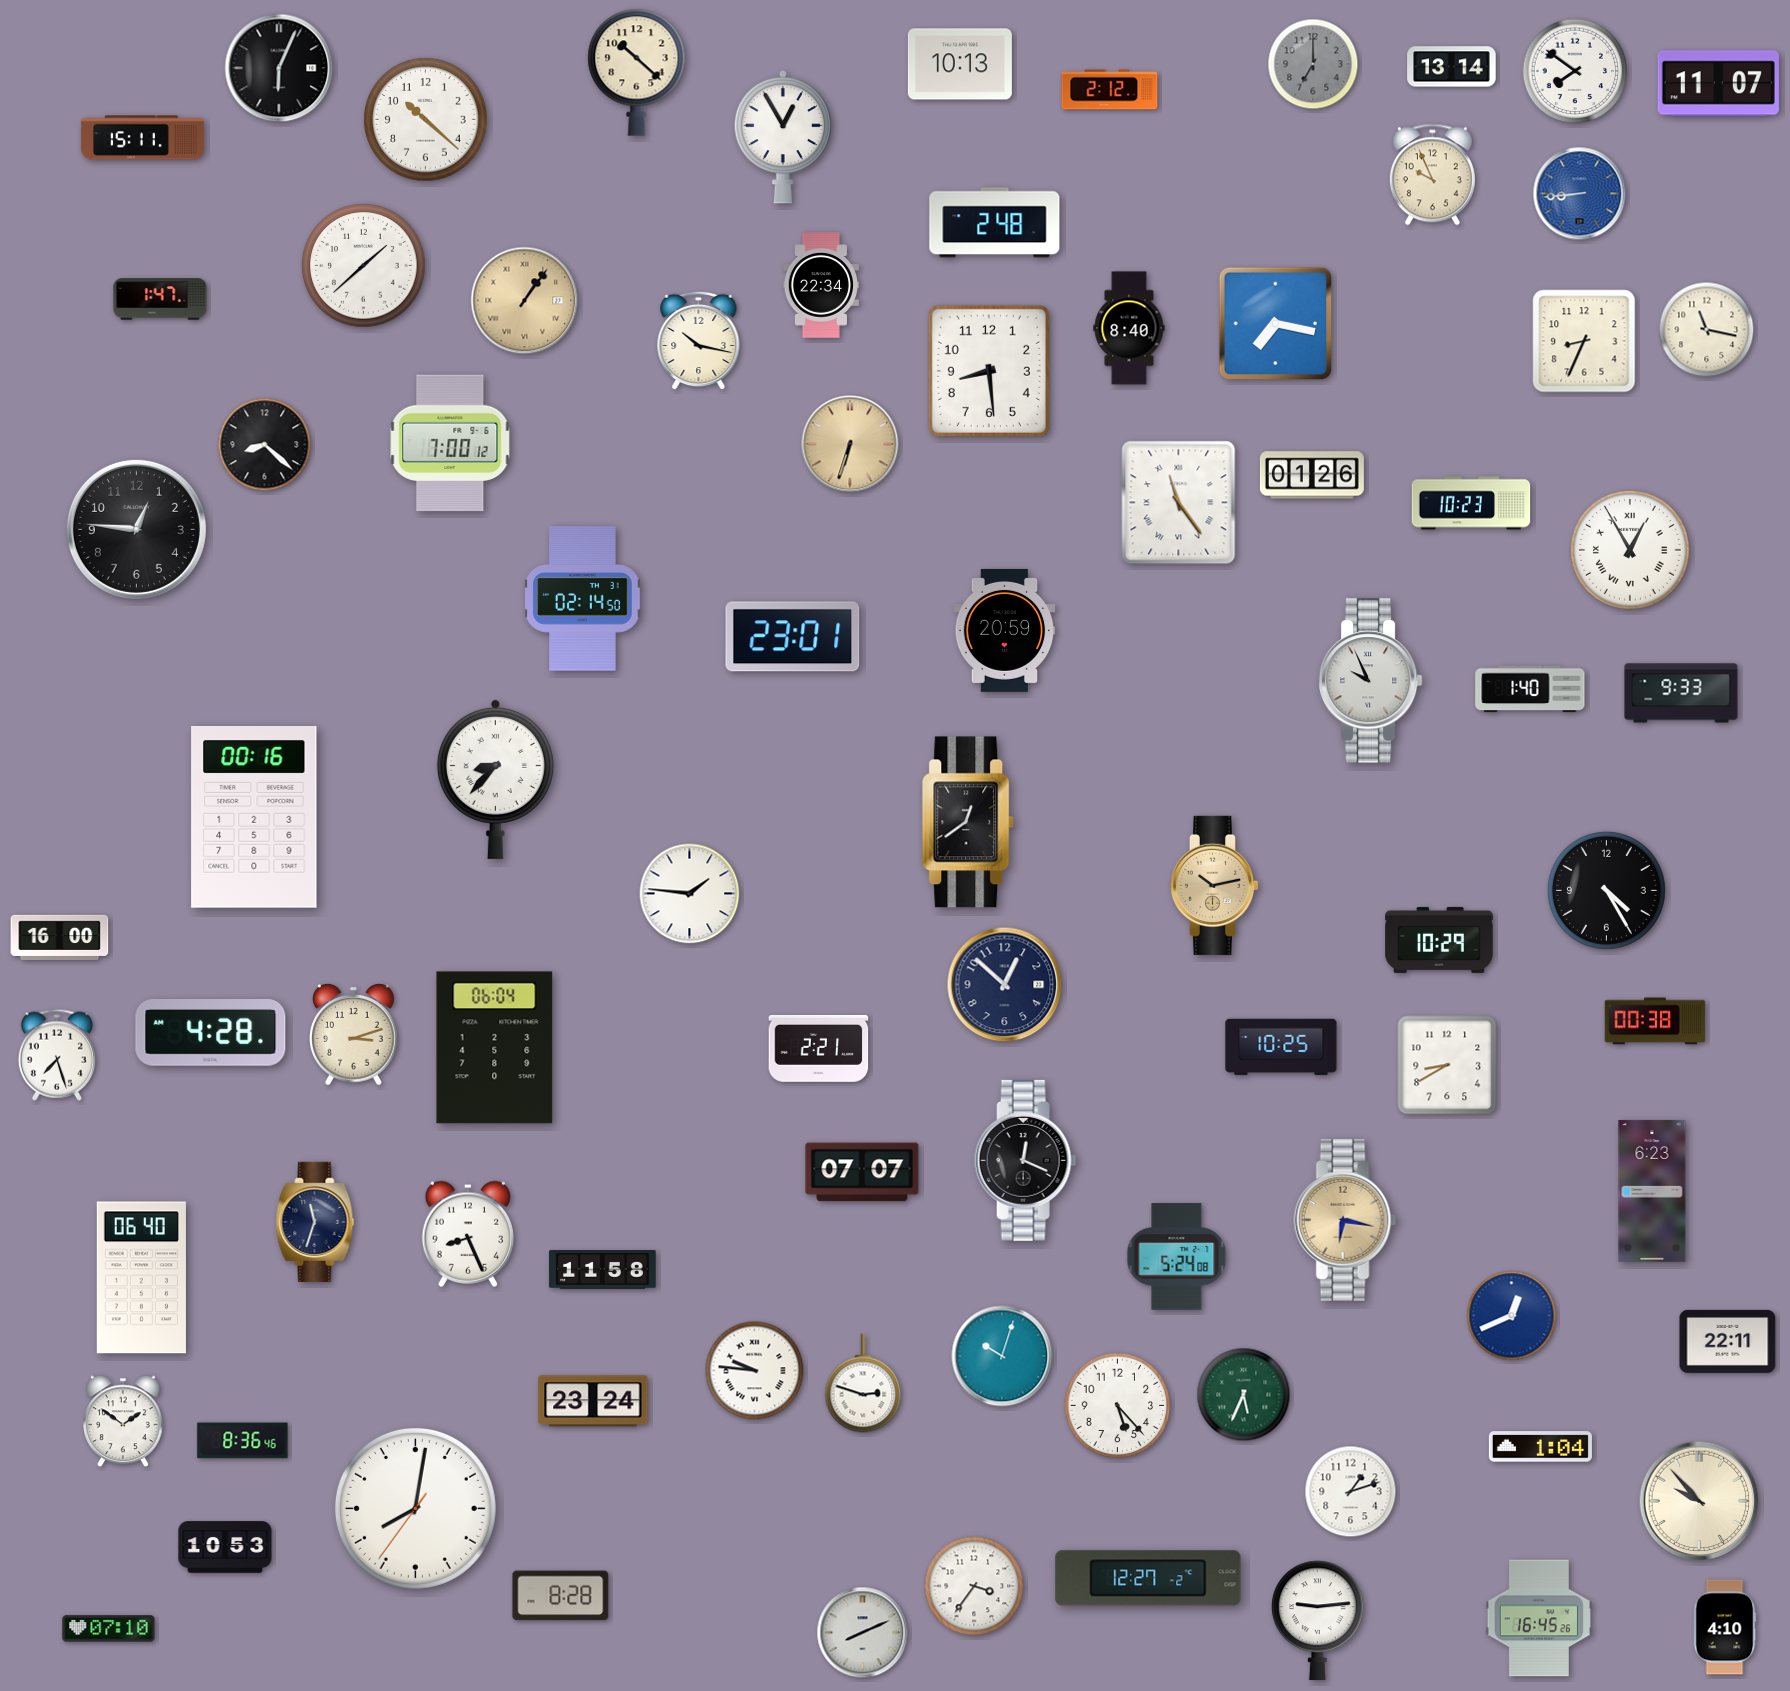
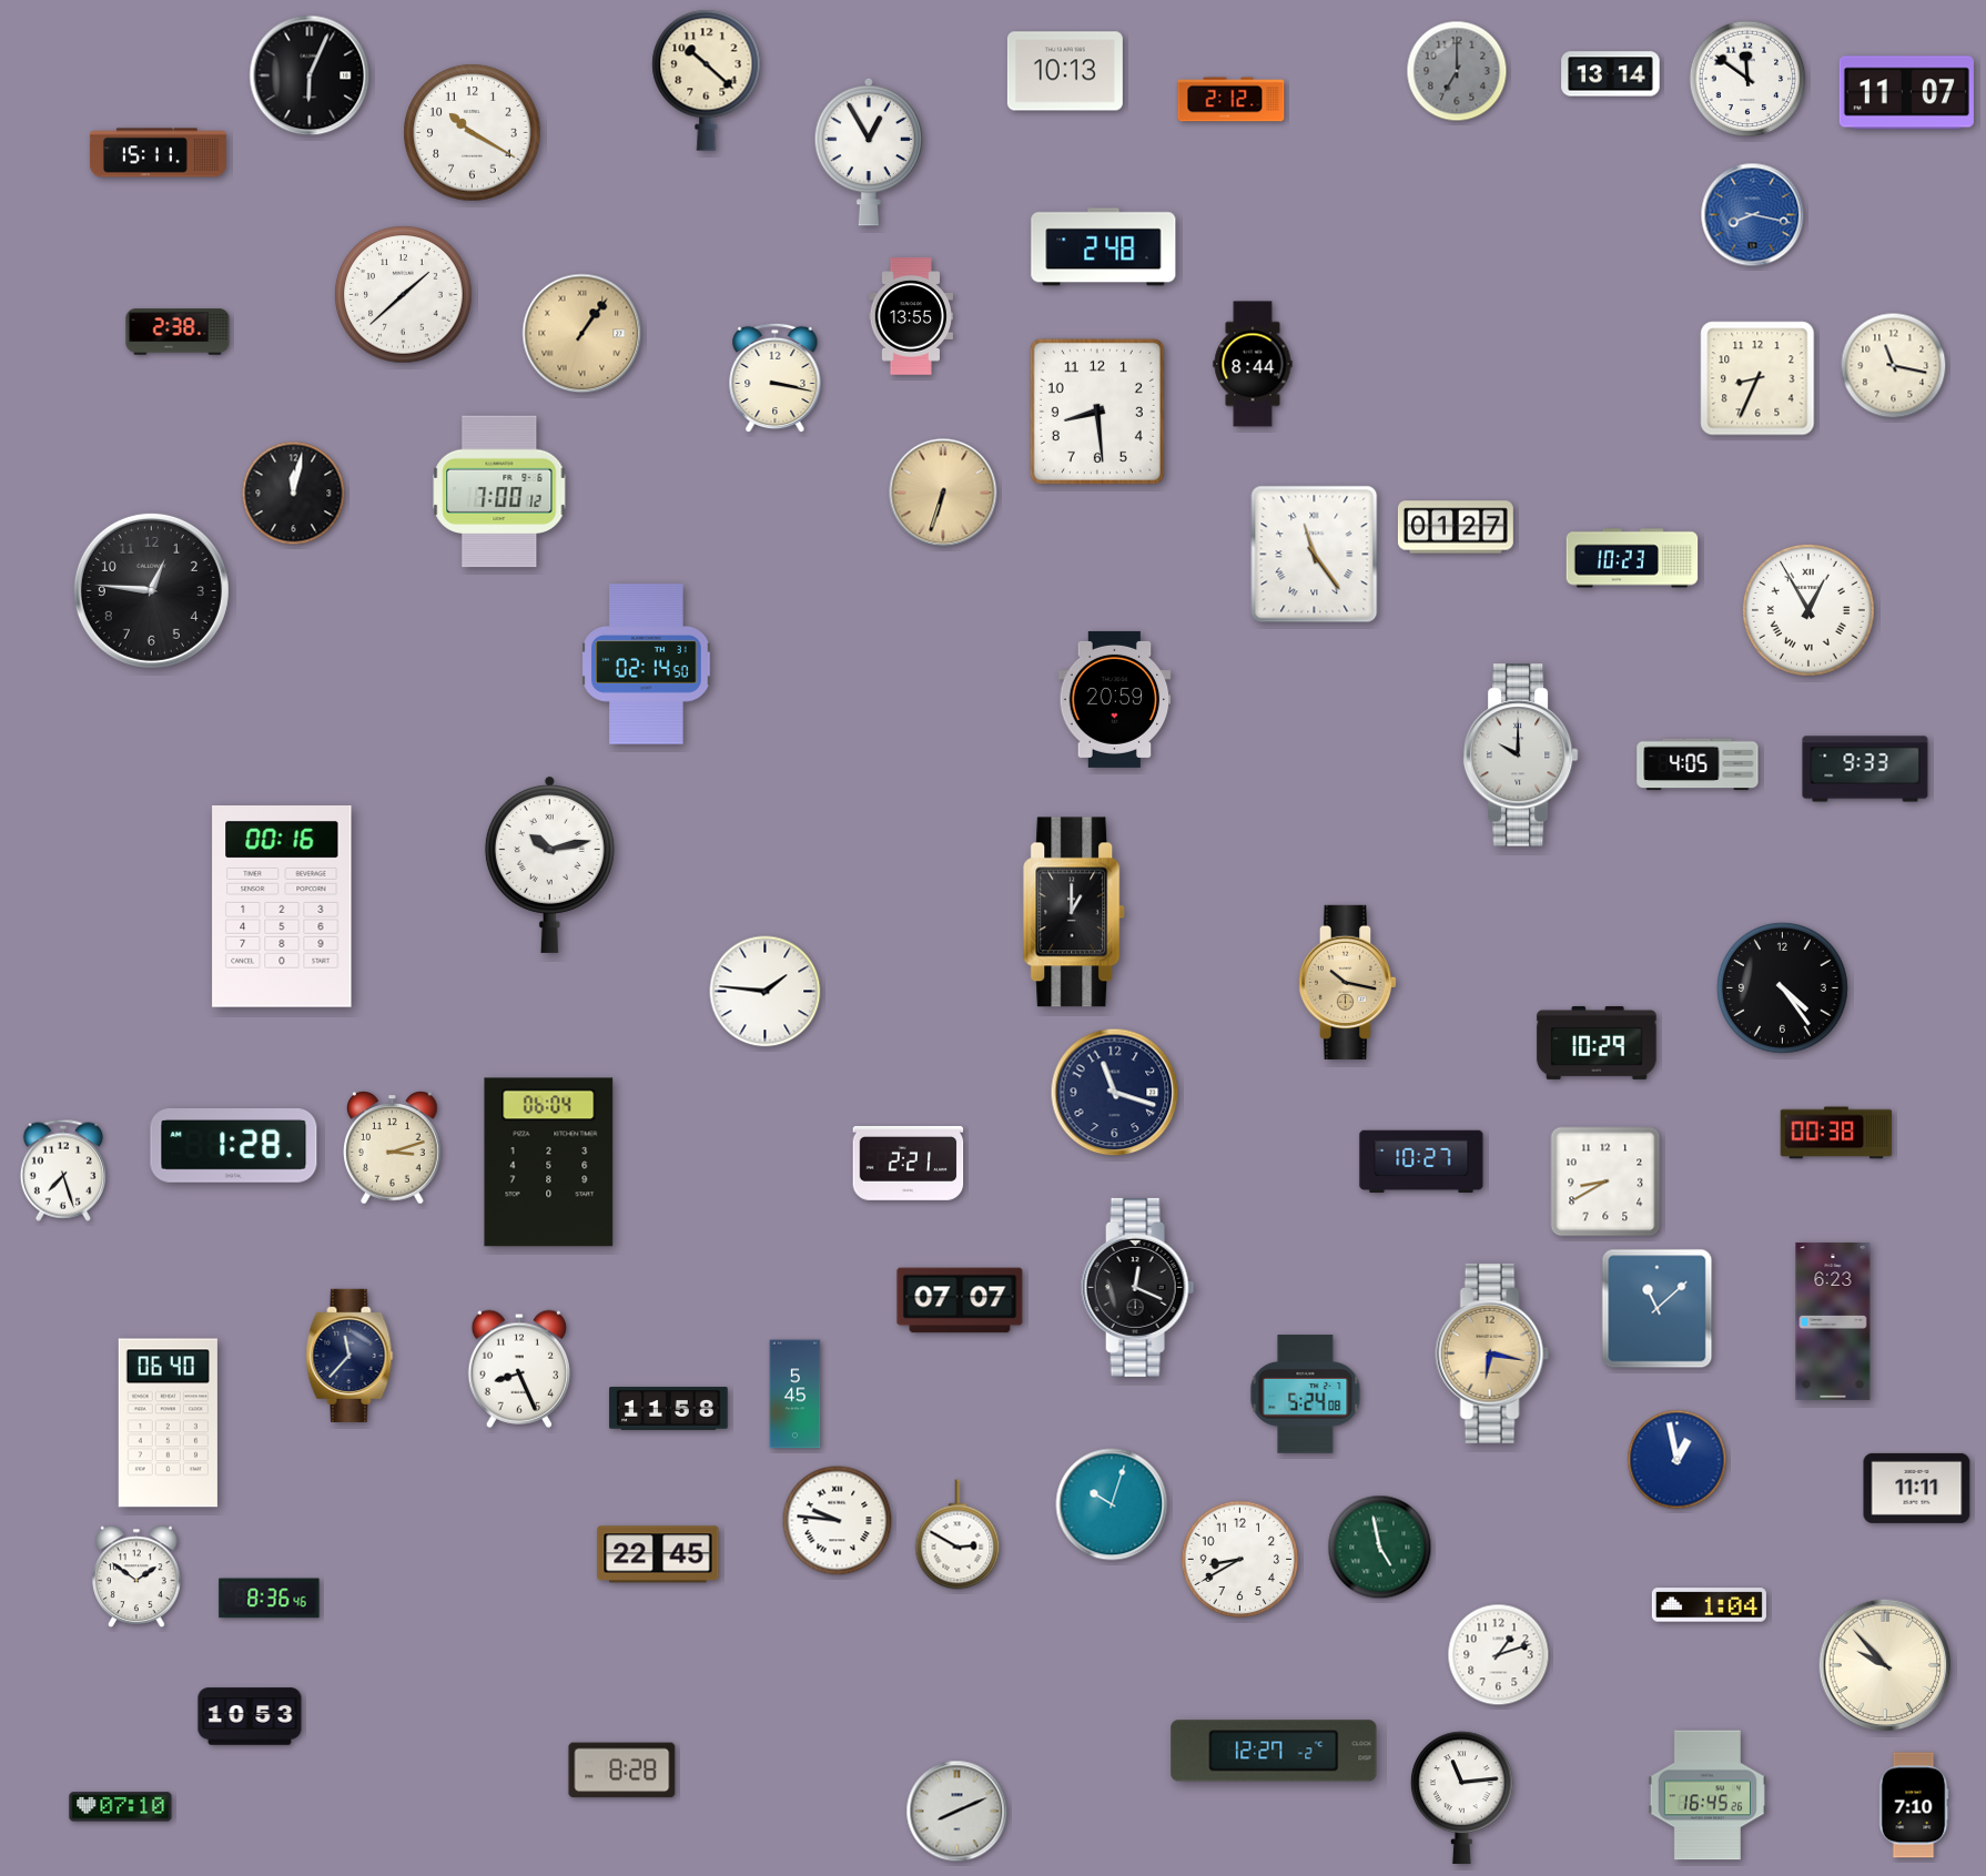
clock at (1575, 71): 7:51 -> 11:51
clock at (426, 120): 10:22 -> 10:20
clock at (1432, 175): 9:56 -> none
clock at (1580, 194): 8:44 -> 8:17
clock at (820, 285): 22:34 -> 13:55
clock at (160, 299): 1:47 -> 2:38
clock at (1275, 323): 7:17 -> none
clock at (1129, 328): 8:40 -> 8:44
clock at (699, 341): 10:17 -> 3:17
clock at (265, 445): 8:22 -> 12:02
clock at (1312, 475): 01:26 -> 01:27
clock at (1179, 503) position: (1179, 503) -> (1315, 555)
clock at (136, 529) position: (136, 529) -> (151, 590)
clock at (793, 637): 23:01 -> none
clock at (1370, 681): 9:56 -> 10:00
clock at (1530, 689): 1:40 -> 4:05
clock at (495, 779): 8:37 -> 10:13
clock at (969, 822): 12:39 -> 1:00
clock at (1215, 885): 10:13 -> 10:17
clock at (1606, 890): 4:25 -> 4:24
clock at (60, 937): 16:00 -> none
clock at (1005, 985): 12:52 -> 11:18
clock at (211, 1033): 4:28 -> 1:28
clock at (1281, 1047): 10:25 -> 10:27
clock at (862, 1172) position: (862, 1172) -> (960, 1300)
clock at (1658, 1309): none -> 11:08
clock at (315, 1222): 11:33 -> 11:37
clock at (796, 1395): none -> 5:45
clock at (141, 1278) position: (141, 1278) -> (168, 1423)
clock at (1512, 1316): 12:41 -> 12:58
clock at (1728, 1341): 22:11 -> 11:11
clock at (863, 1383): 2:48 -> 2:50
clock at (1244, 1395): 5:34 -> 4:58
clock at (593, 1401): 23:24 -> 22:45
clock at (1118, 1406): 5:23 -> 8:40
clock at (415, 1508): 8:01 -> none
clock at (974, 1586): 3:36 -> none
clock at (1317, 1621): 9:14 -> 11:14
clock at (1725, 1627): 4:10 -> 7:10
